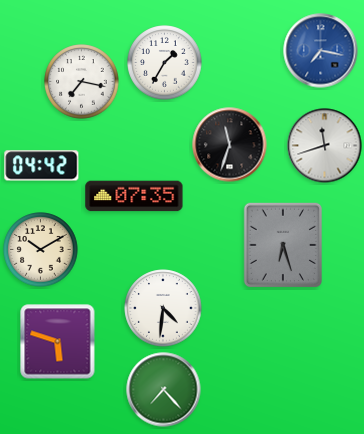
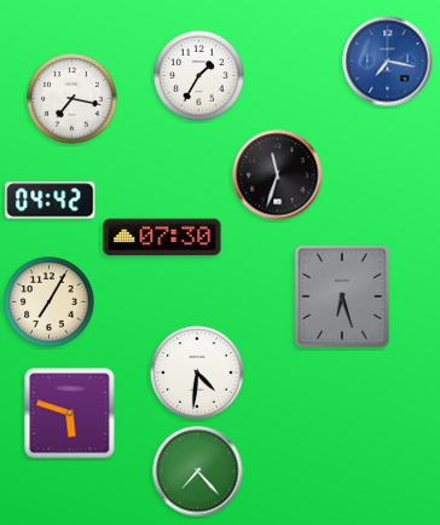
clock at (82, 82) position: (82, 82) -> (73, 99)
clock at (325, 146): 11:42 -> none
clock at (134, 196): 07:35 -> 07:30
clock at (41, 250): 10:10 -> 7:05
